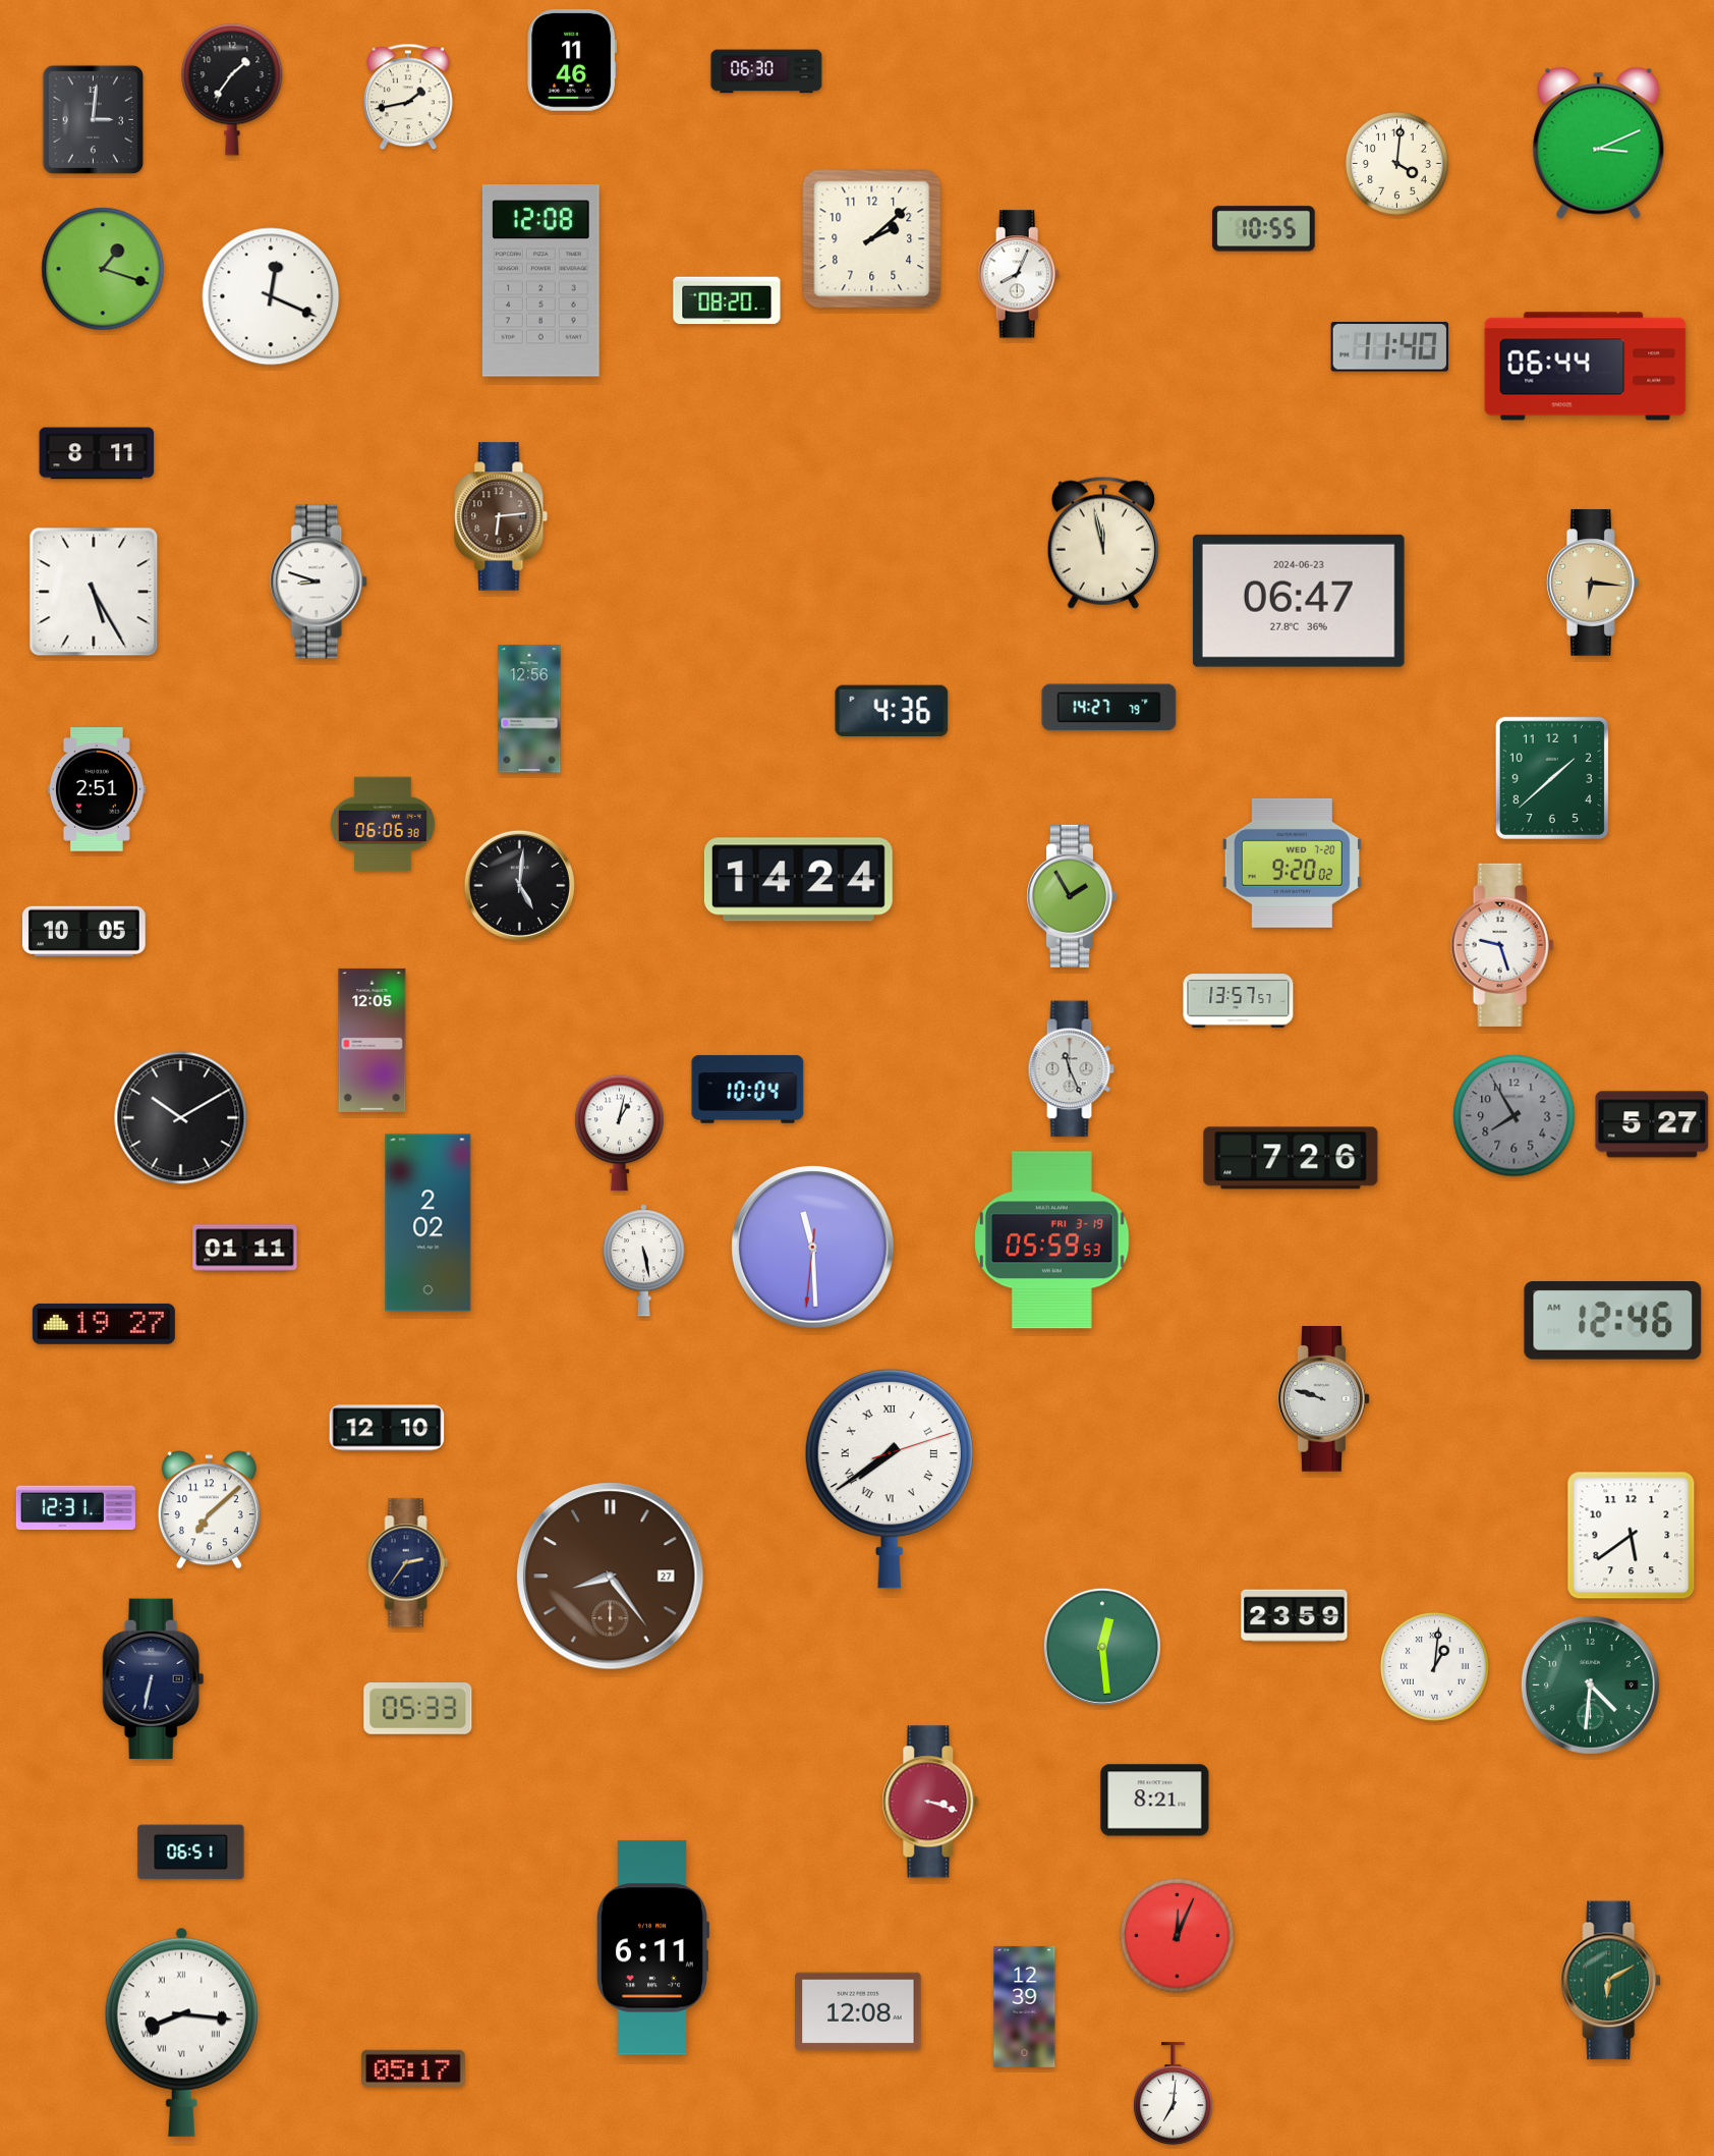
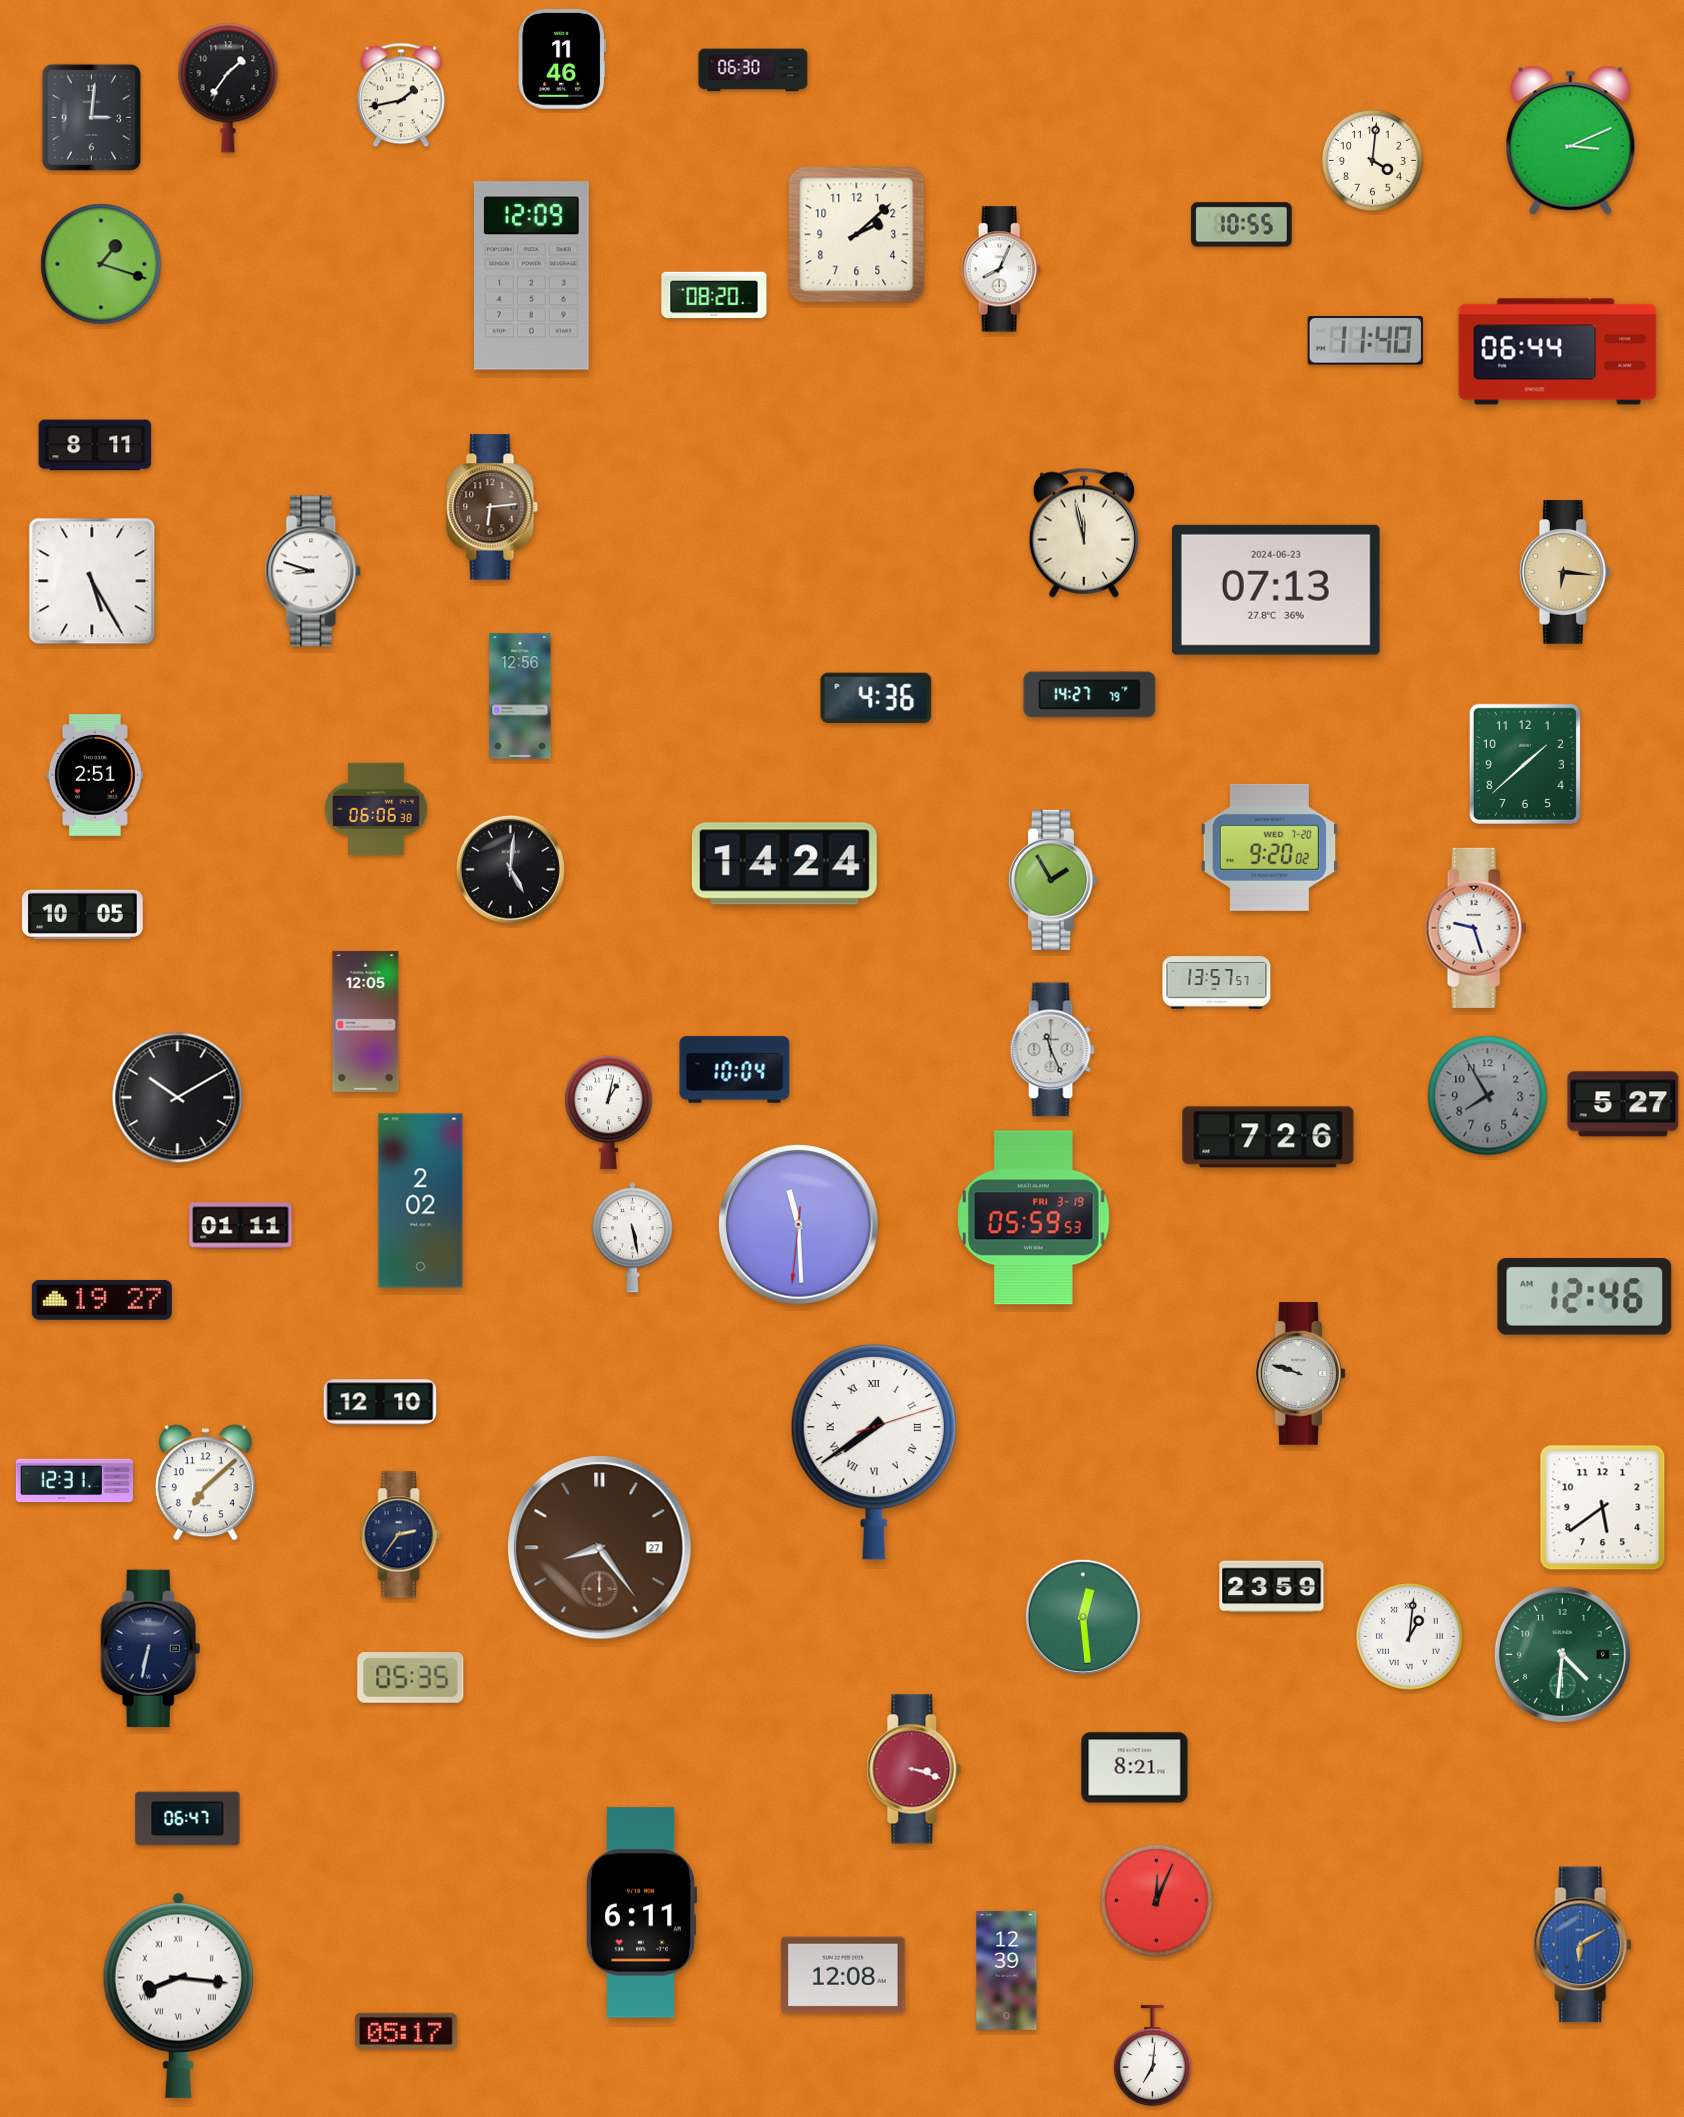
clock at (541, 281): 12:08 -> 12:09
clock at (271, 296): 12:19 -> none
clock at (1586, 367) position: (1586, 367) -> (1558, 352)
clock at (1299, 601): 06:47 -> 07:13
clock at (418, 1709): 05:33 -> 05:35
clock at (191, 1853): 06:51 -> 06:47
clock at (1611, 1981) dial: green -> blue
